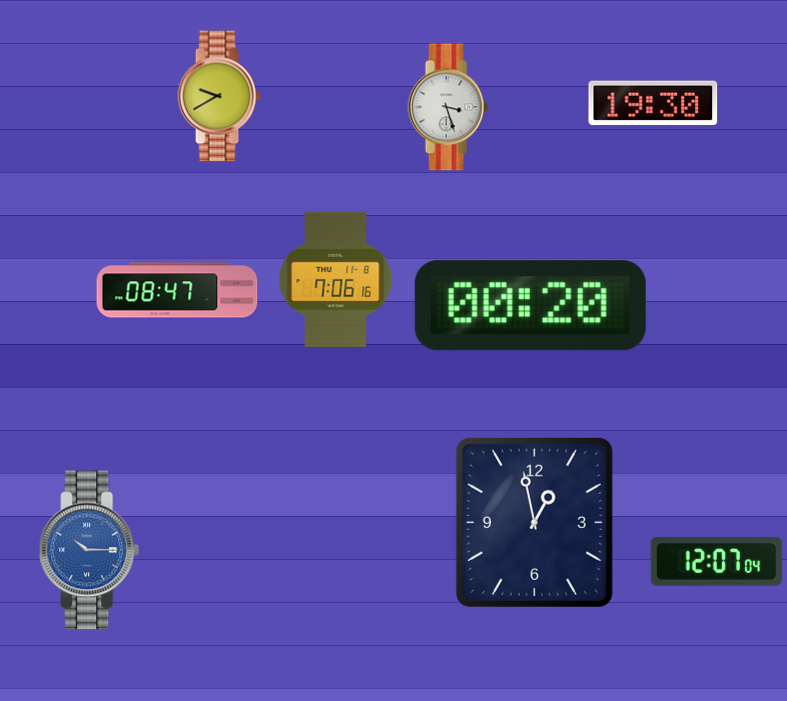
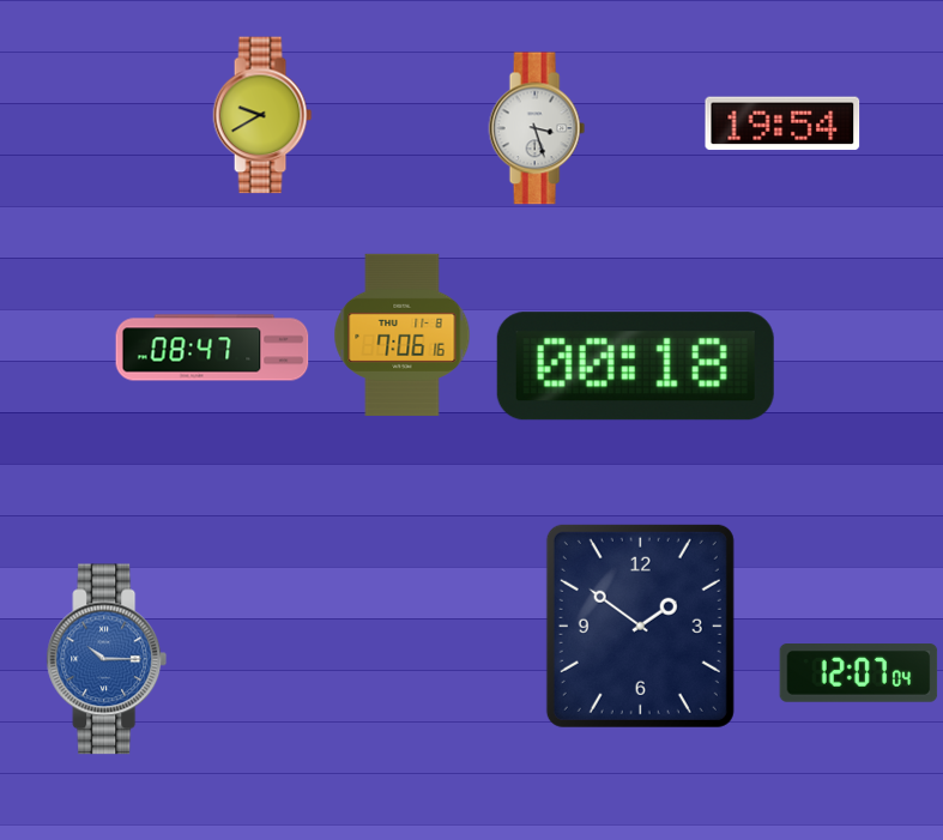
clock at (653, 103): 19:30 -> 19:54
clock at (530, 306): 00:20 -> 00:18
clock at (534, 522): 12:58 -> 1:51
